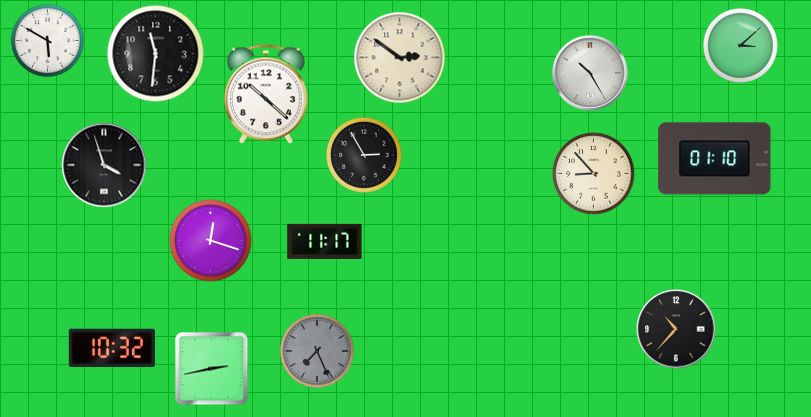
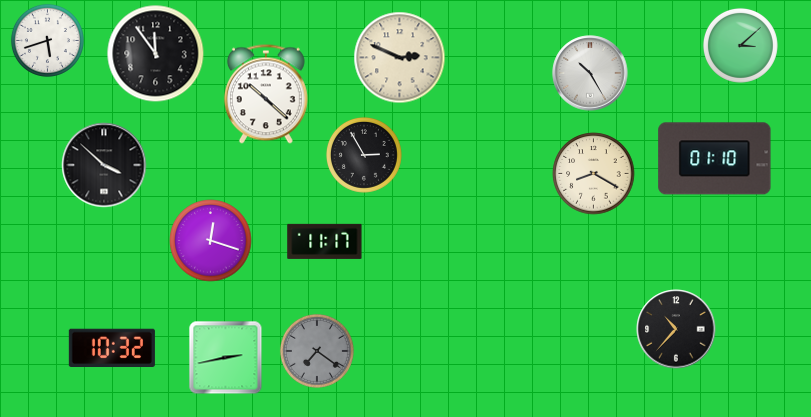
clock at (47, 40): 5:50 -> 5:42
clock at (156, 54): 11:31 -> 11:54
clock at (400, 58): 2:51 -> 2:49
clock at (104, 165): 3:57 -> 3:52
clock at (594, 174): 8:53 -> 8:20
clock at (317, 351): 7:26 -> 7:21
clock at (212, 369) position: (212, 369) -> (226, 358)
